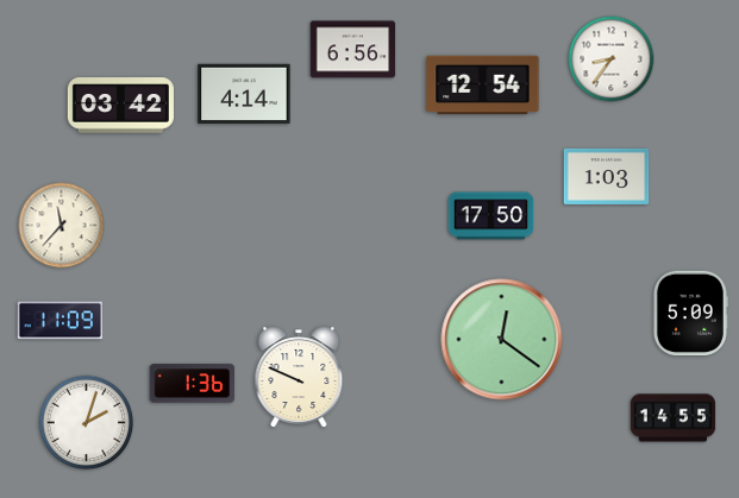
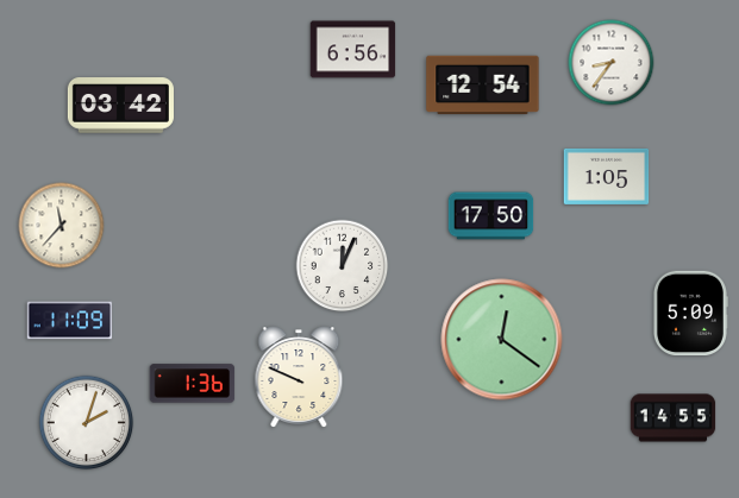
clock at (612, 59) position: (612, 59) -> (612, 63)
clock at (244, 94): 4:14 -> none
clock at (607, 176): 1:03 -> 1:05
clock at (343, 266): none -> 12:04
clock at (61, 321) position: (61, 321) -> (70, 321)
